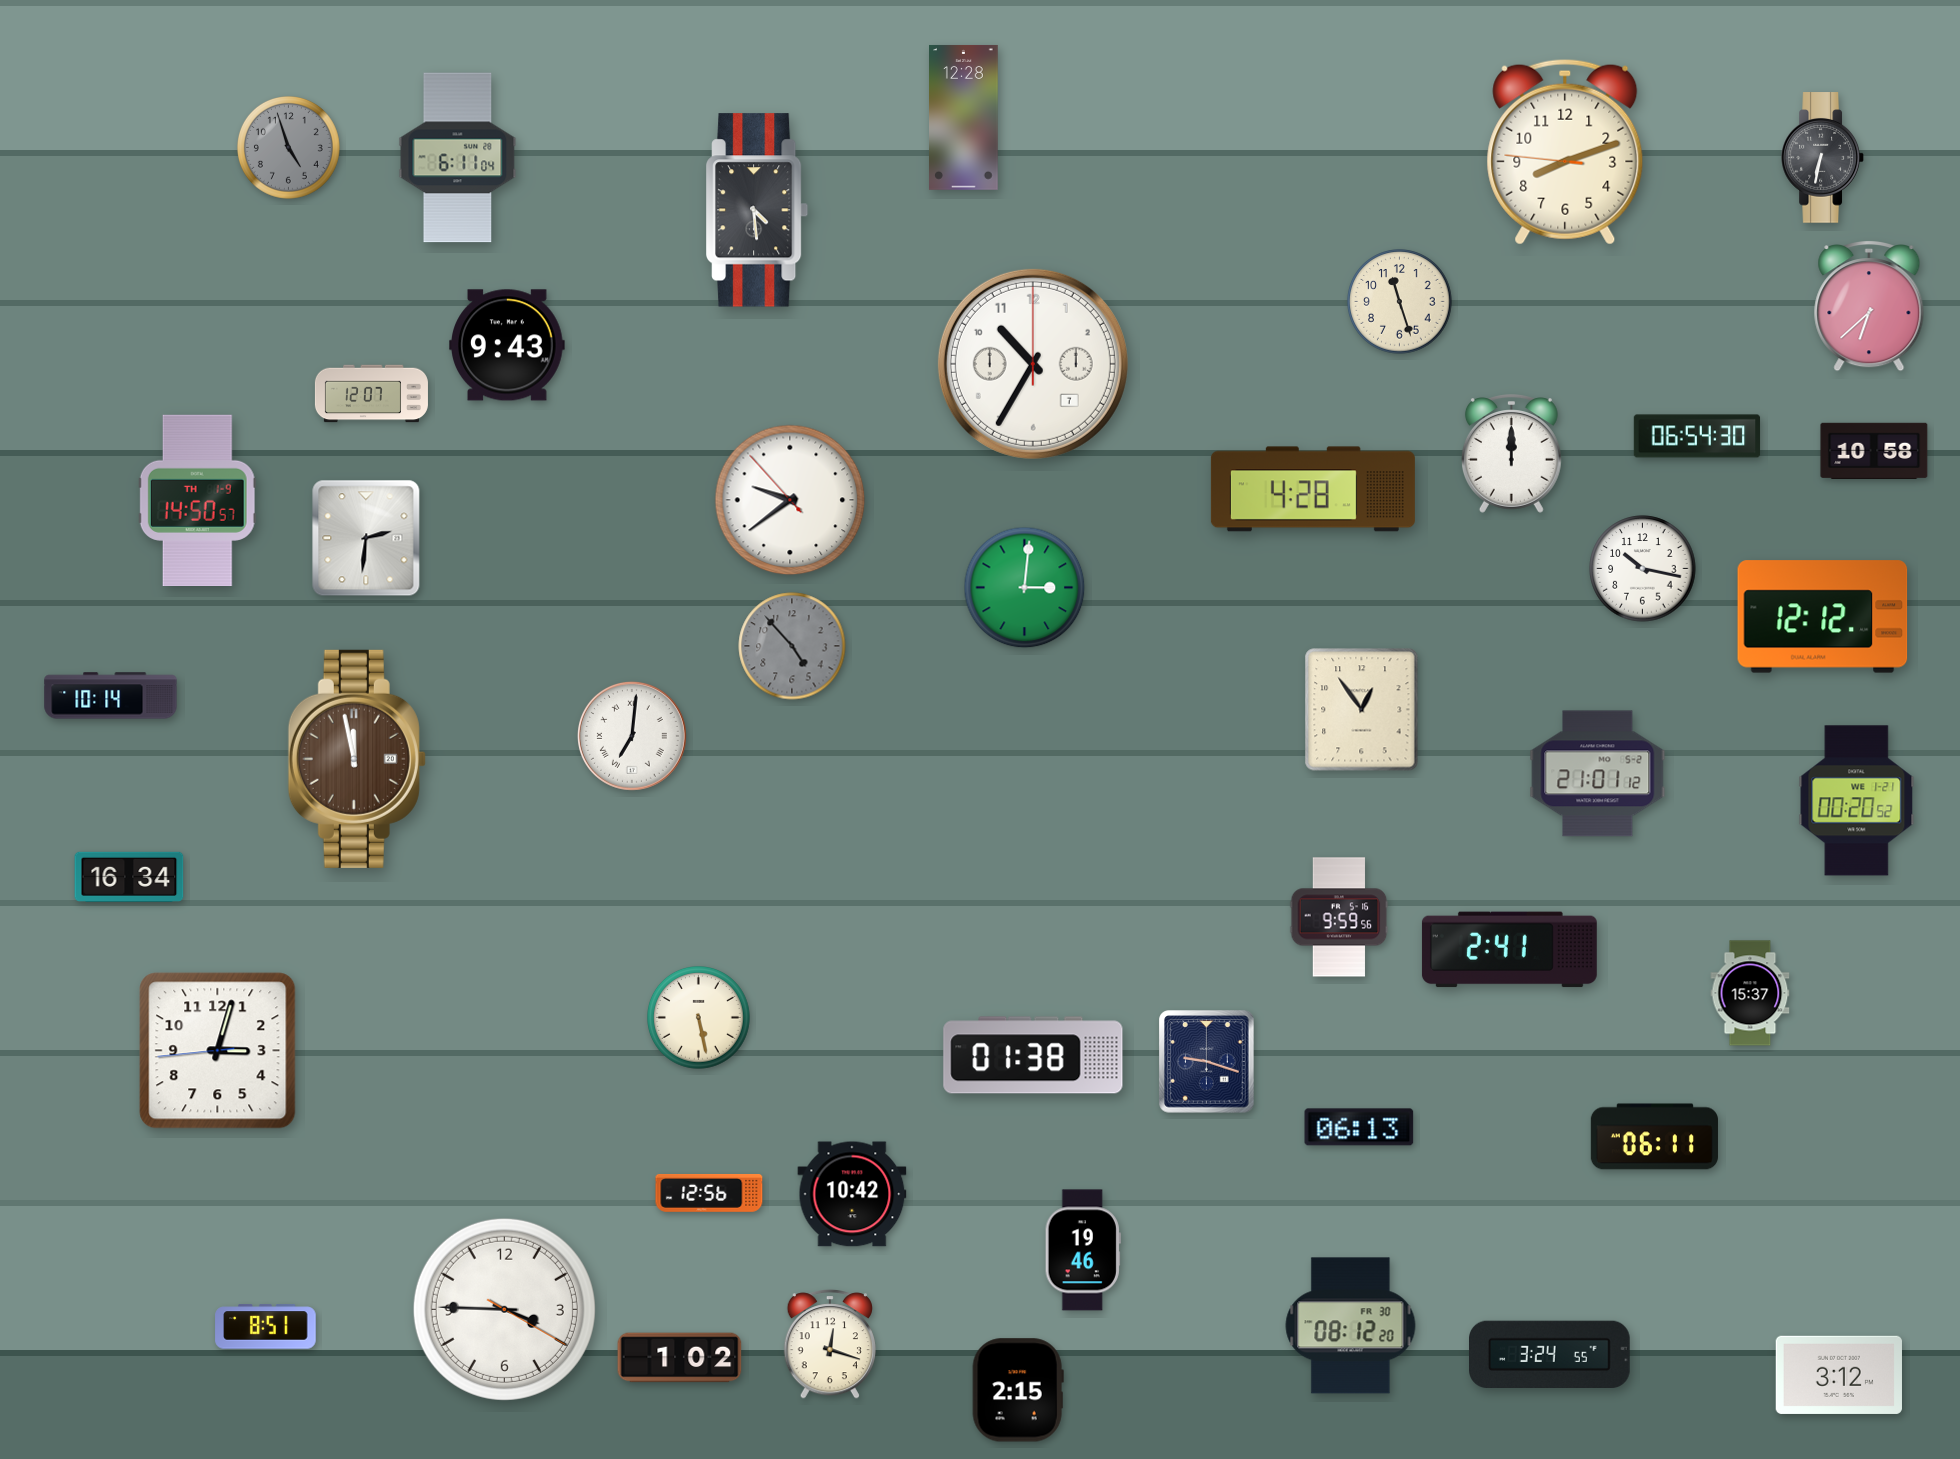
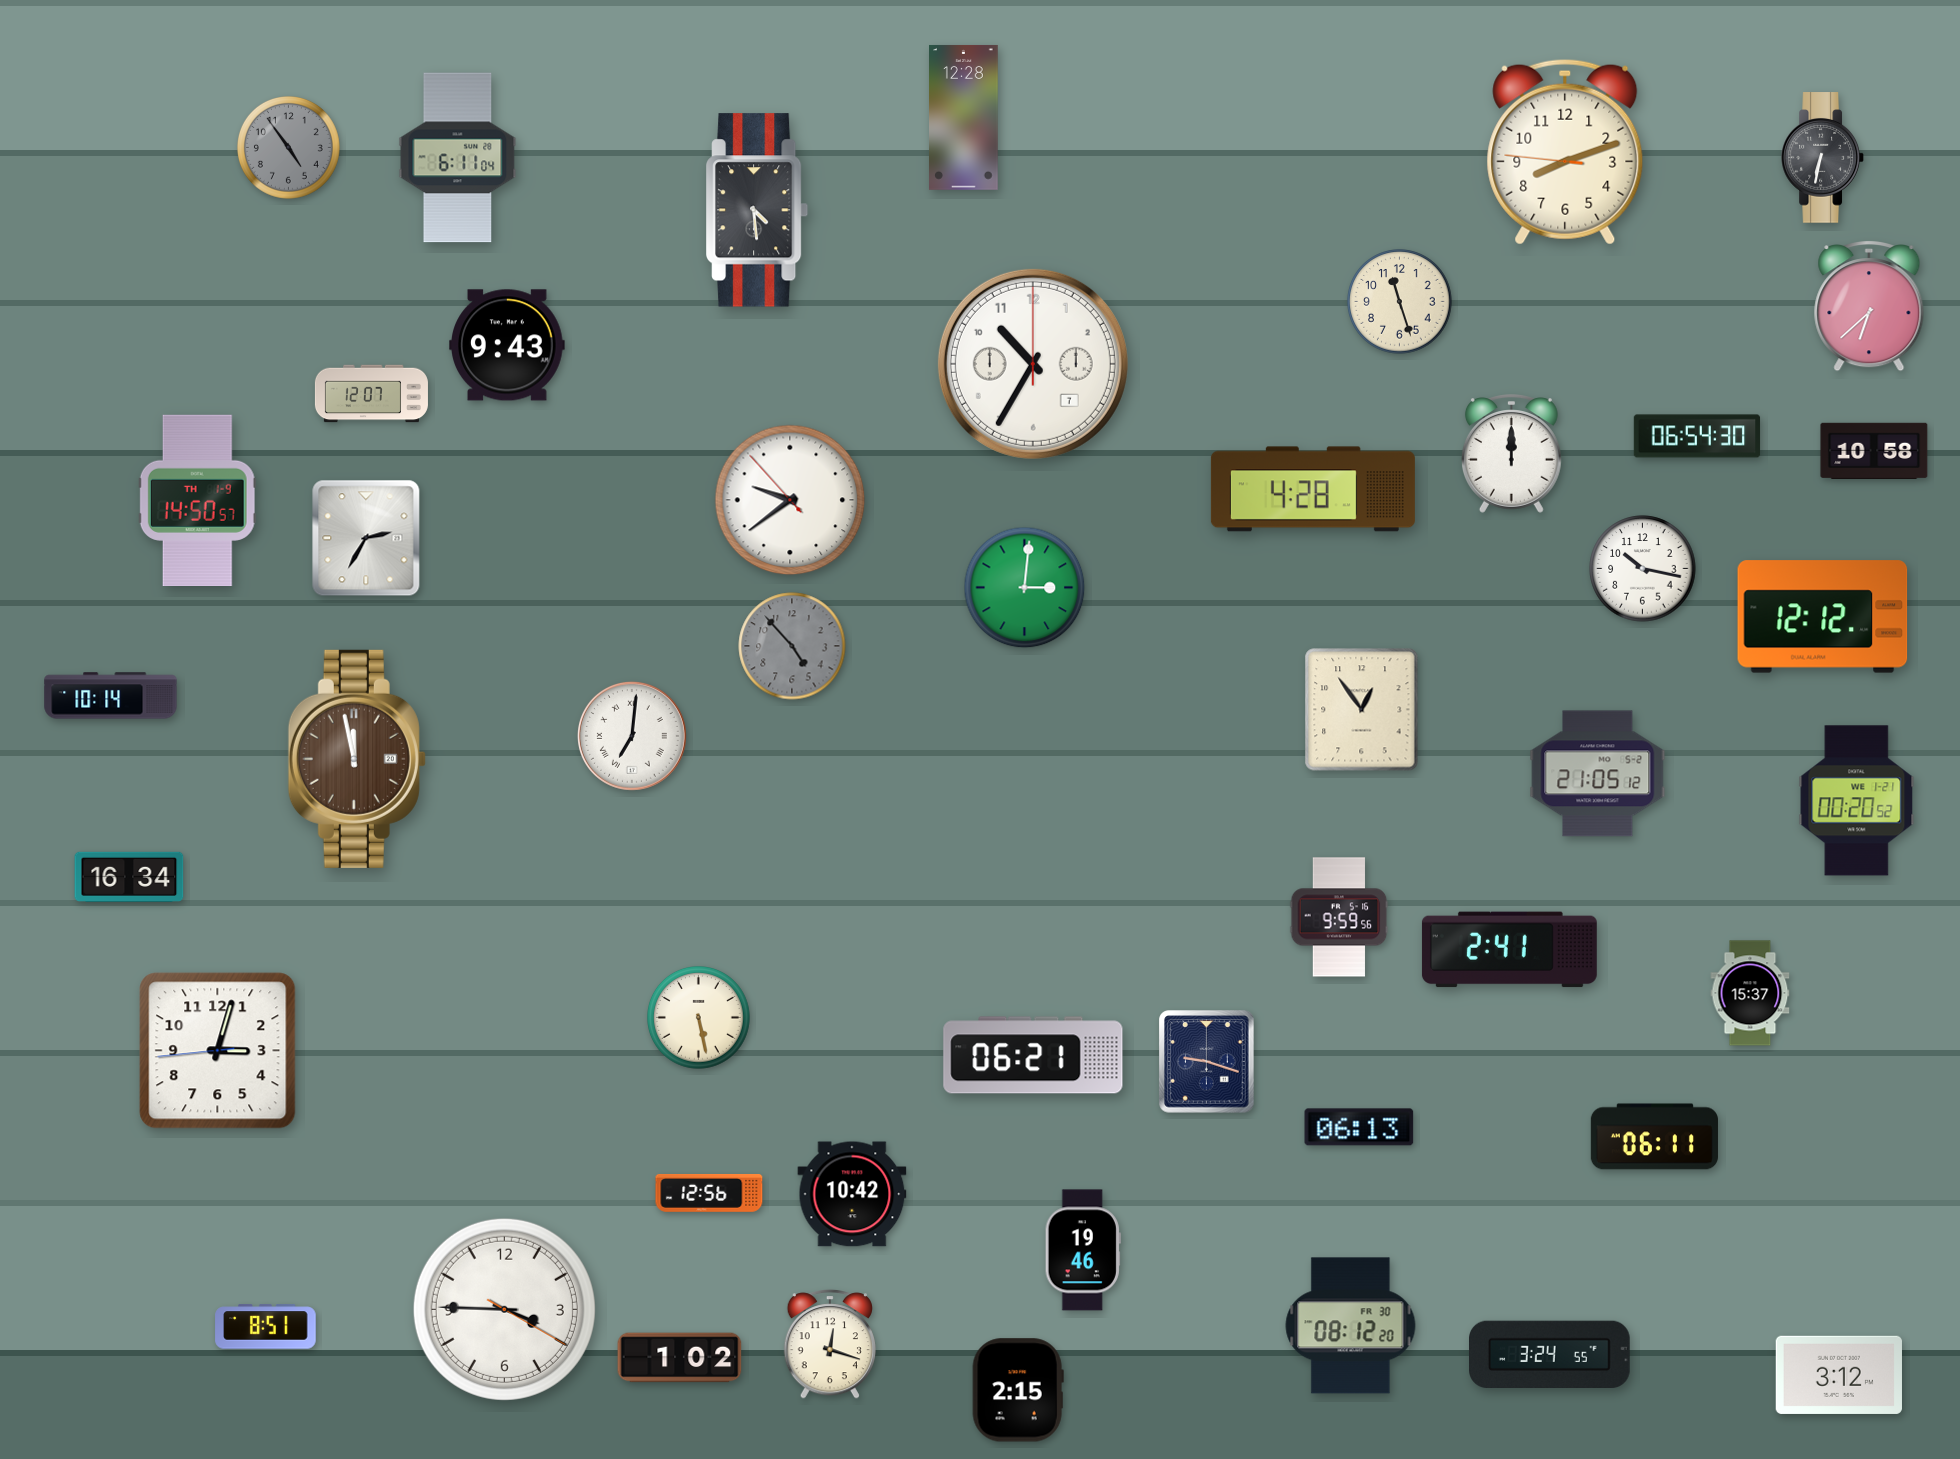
clock at (289, 148): 4:57 -> 4:54
clock at (366, 538): 2:31 -> 2:35
clock at (1598, 774): 21:01 -> 21:05
clock at (1033, 1055): 01:38 -> 06:21
